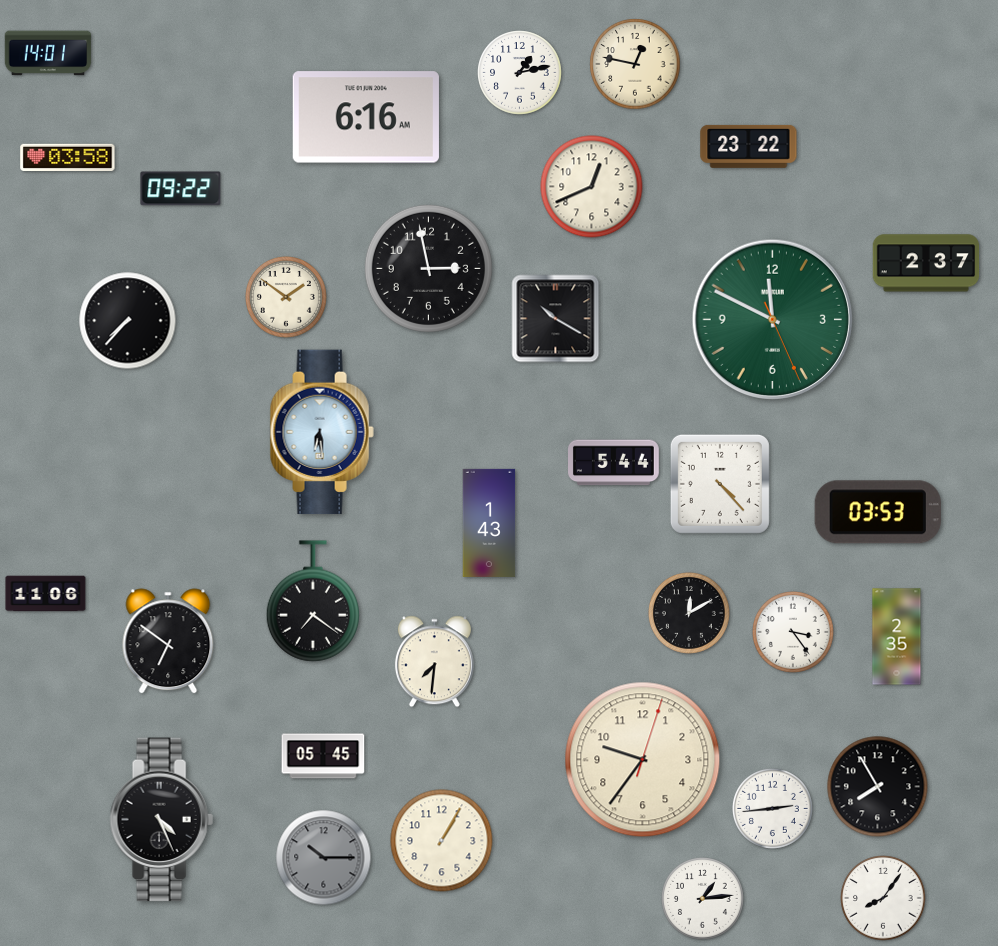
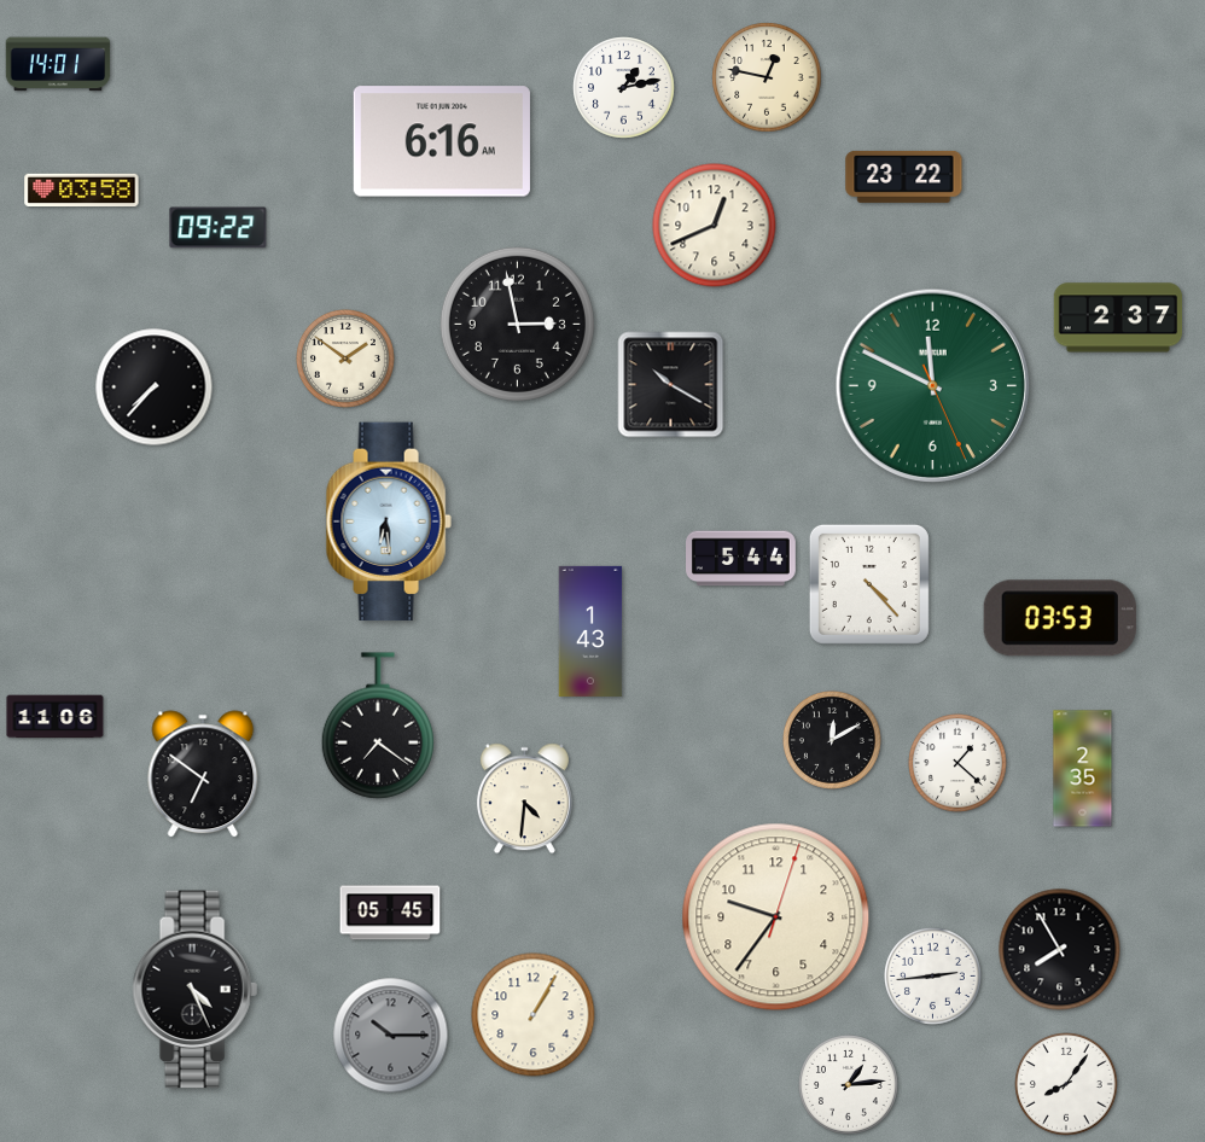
clock at (520, 73) position: (520, 73) -> (624, 88)
clock at (793, 632): 3:24 -> 1:22
clock at (434, 662): 7:31 -> 4:31
